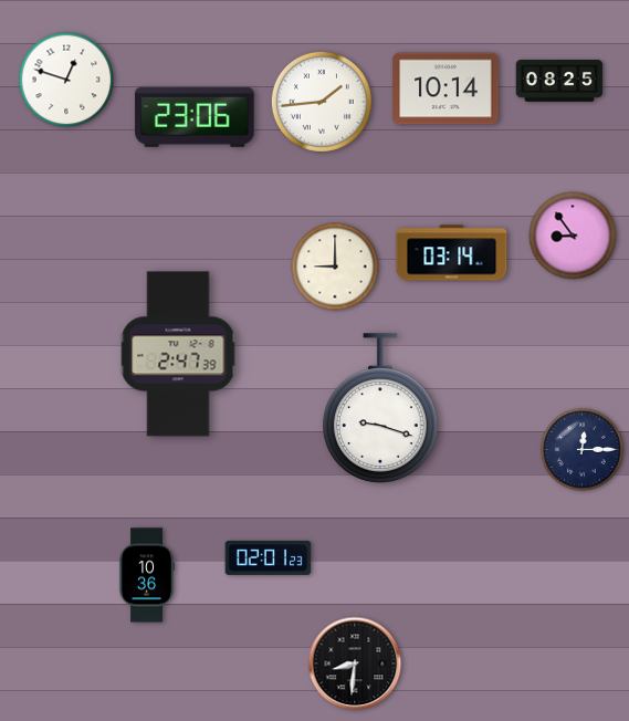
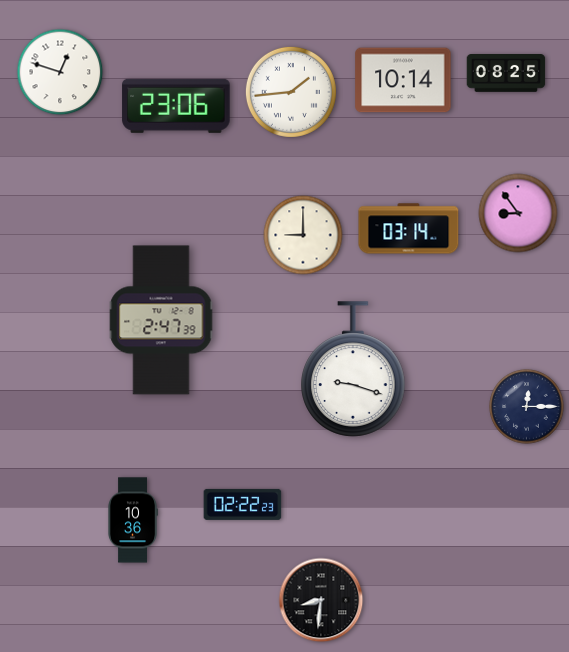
clock at (335, 267) position: (335, 267) -> (303, 235)
clock at (380, 408) position: (380, 408) -> (353, 369)
clock at (269, 557): 02:01 -> 02:22
